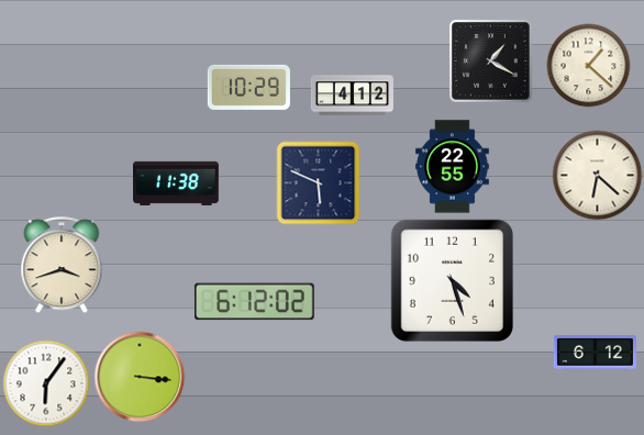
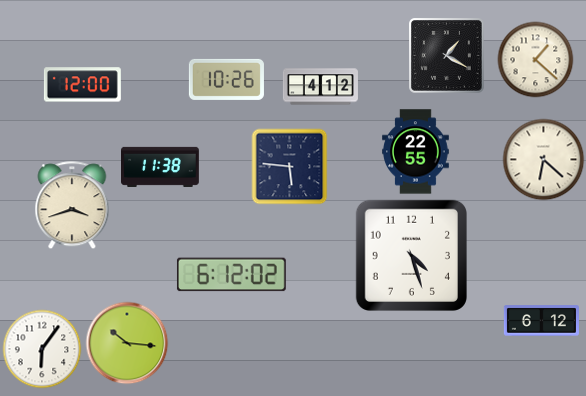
clock at (248, 87): 10:29 -> 10:26
clock at (82, 85): none -> 12:00
clock at (453, 167) position: (453, 167) -> (416, 152)
clock at (319, 183): 5:49 -> 5:46
clock at (62, 266) position: (62, 266) -> (72, 206)
clock at (140, 377): 3:16 -> 10:16
